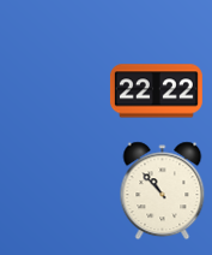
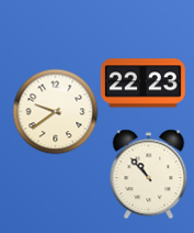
clock at (156, 91): 22:22 -> 22:23
clock at (55, 111): none -> 9:39
